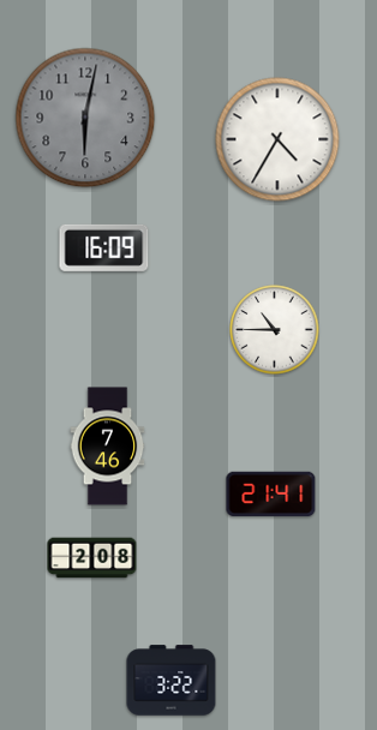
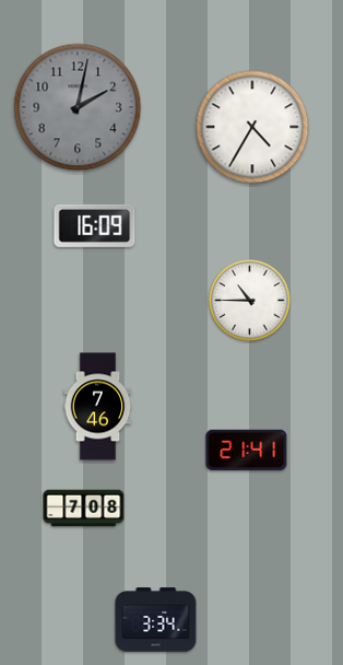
clock at (85, 118): 6:02 -> 2:02
clock at (92, 558): 2:08 -> 7:08
clock at (172, 681): 3:22 -> 3:34
